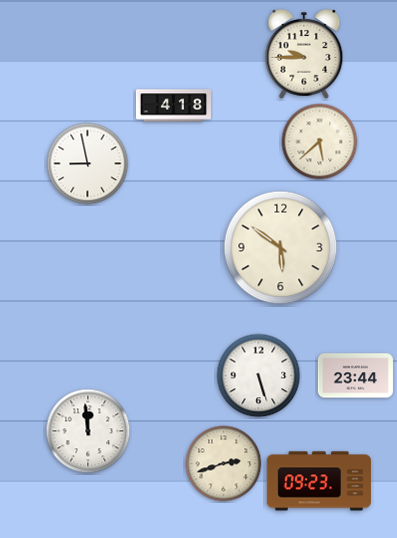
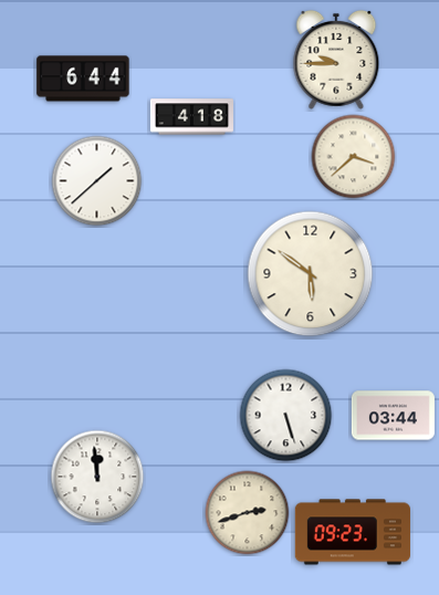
clock at (83, 79): none -> 6:44
clock at (320, 142): 5:38 -> 3:38
clock at (88, 164): 8:58 -> 1:38
clock at (355, 376): 23:44 -> 03:44
